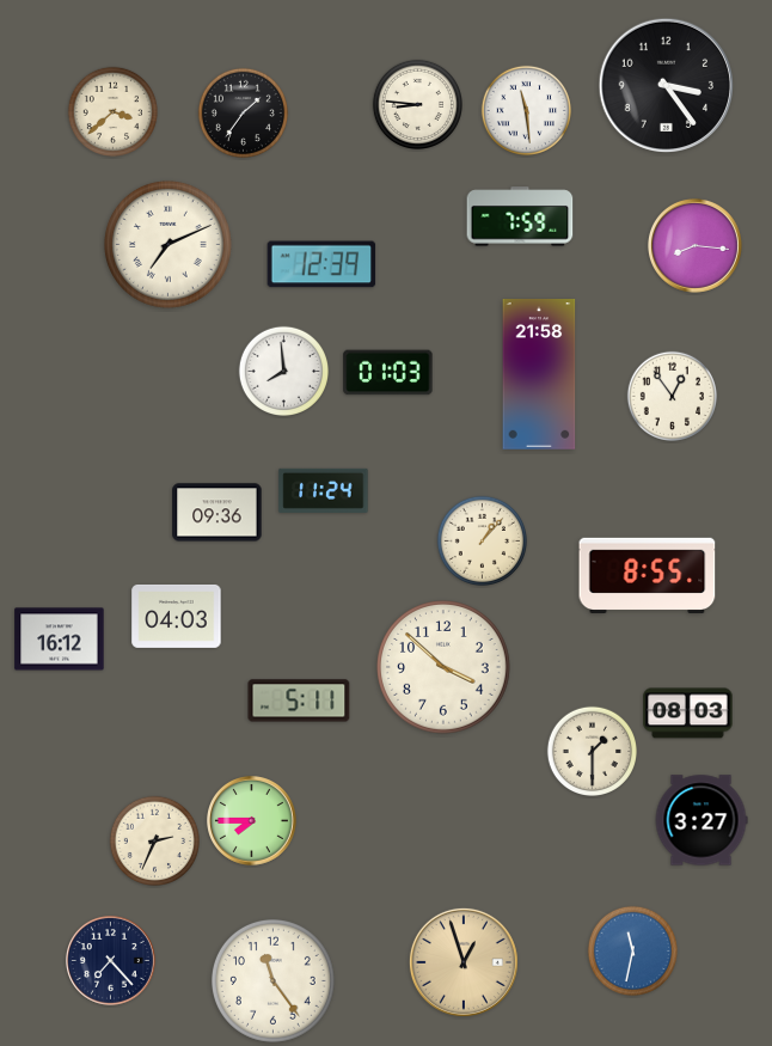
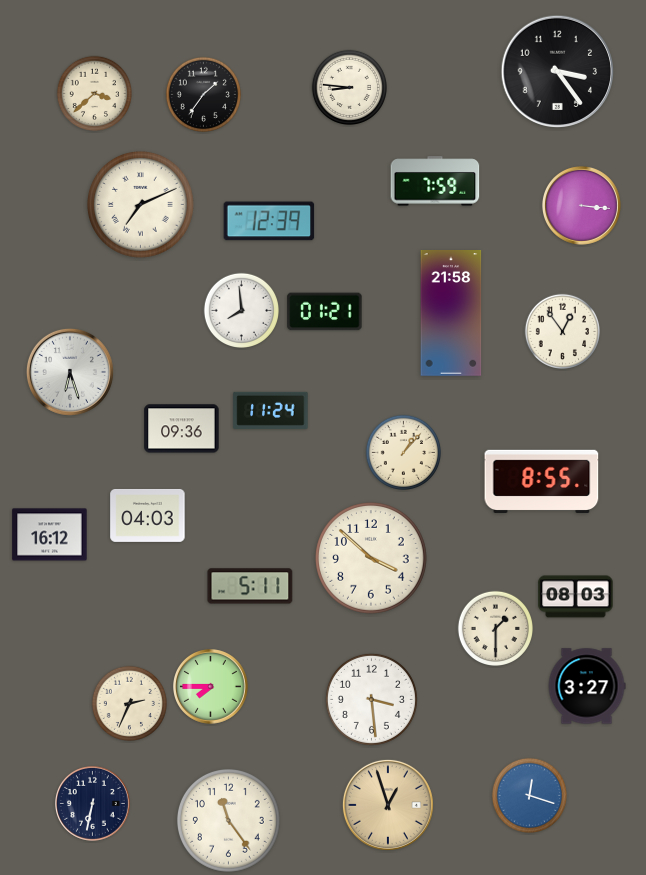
clock at (526, 110): 11:29 -> none
clock at (694, 245): 8:16 -> 3:16
clock at (283, 371) position: (283, 371) -> (241, 310)
clock at (388, 373): 01:03 -> 01:21
clock at (70, 372): none -> 6:27
clock at (371, 699): none -> 3:29
clock at (632, 950): 11:32 -> 12:18
clock at (111, 961): 7:23 -> 6:32
